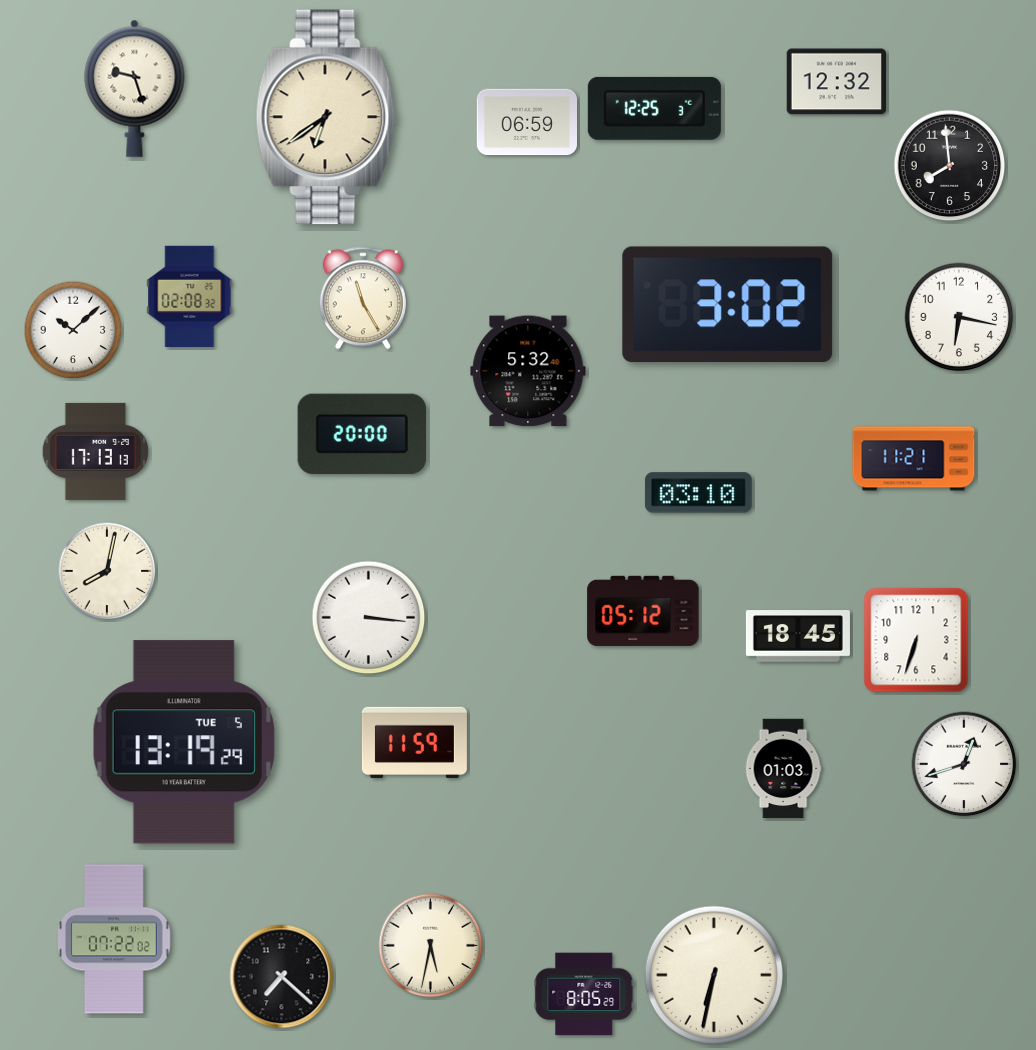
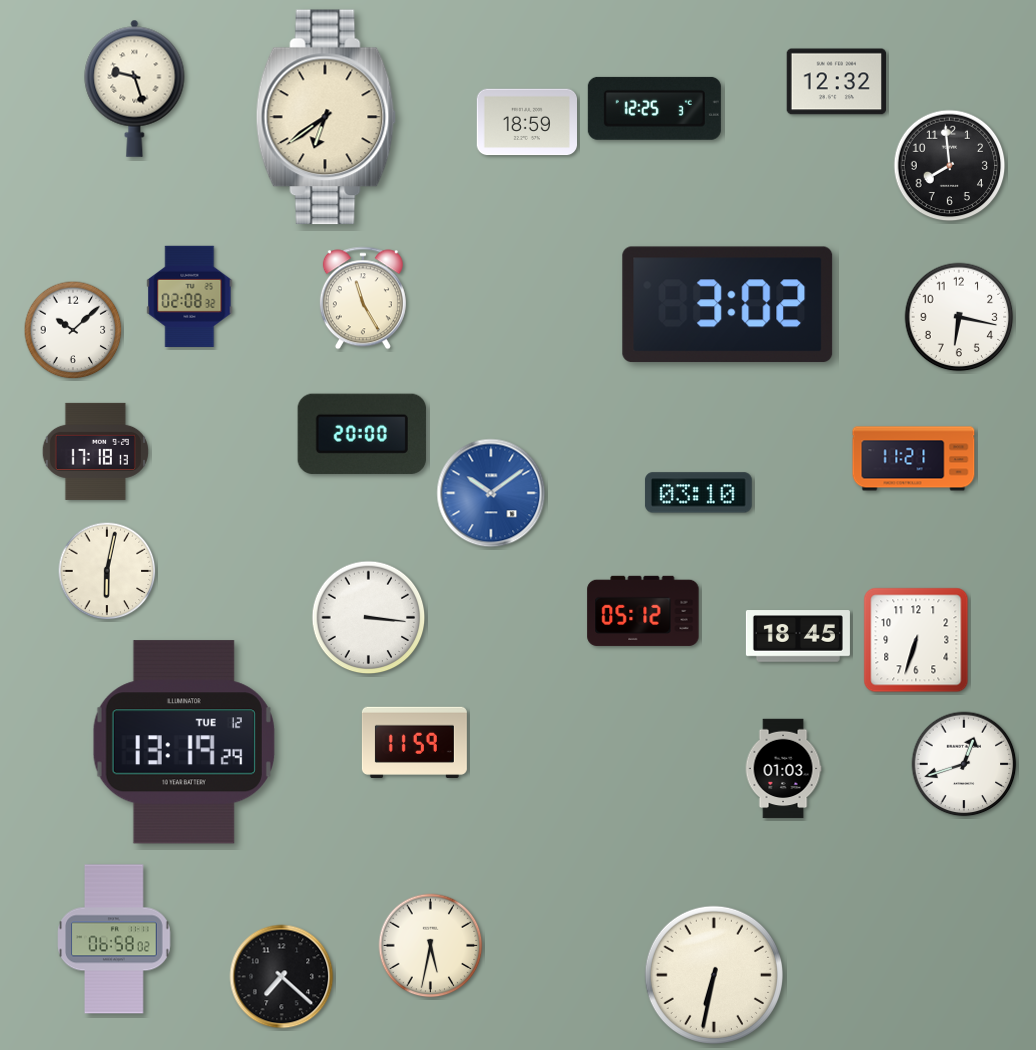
clock at (526, 122): 06:59 -> 18:59
clock at (528, 371): 5:32 -> none
clock at (95, 451): 17:13 -> 17:18
clock at (491, 493): none -> 10:09
clock at (107, 571): 8:02 -> 6:02
clock at (184, 742) date: TUE 5 -> TUE 12
clock at (114, 939): 07:22 -> 06:58
clock at (584, 994): 8:05 -> none
